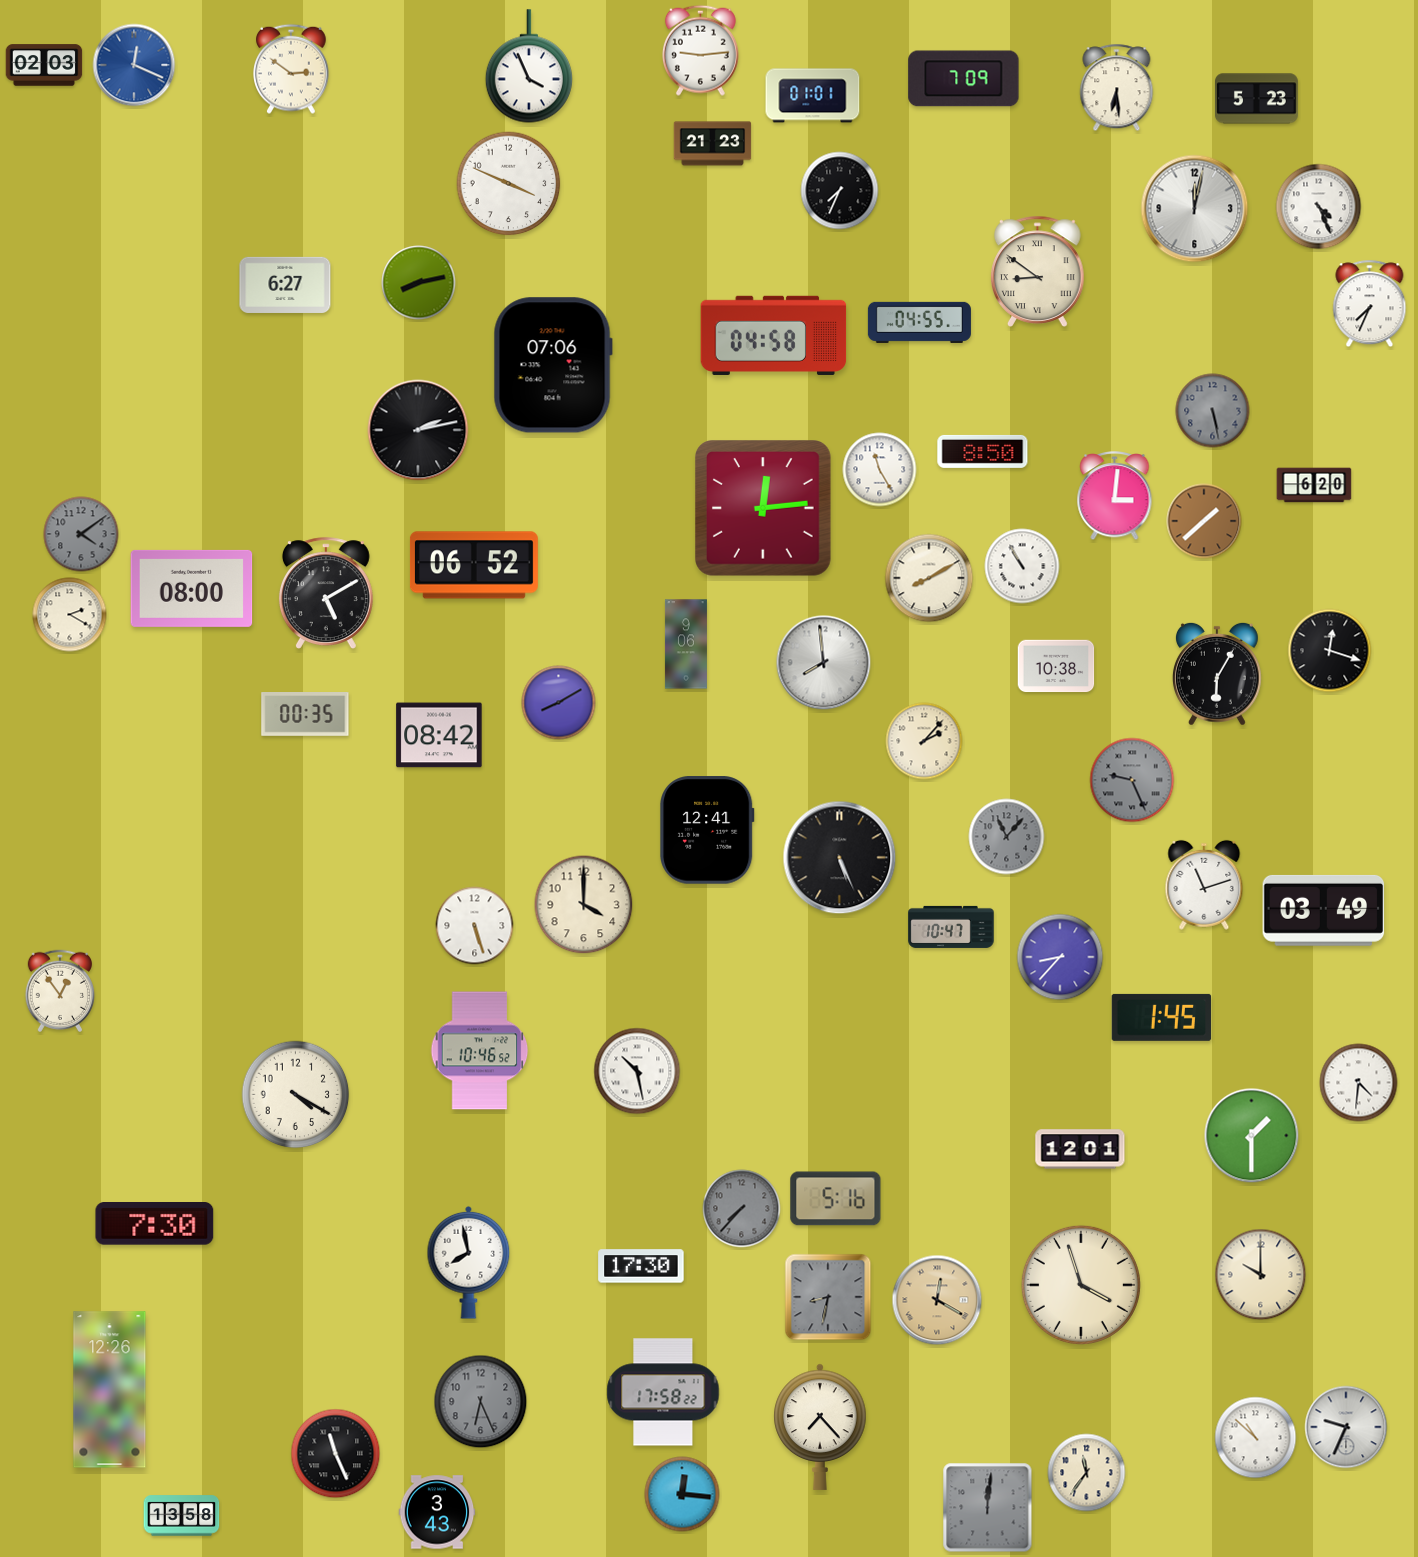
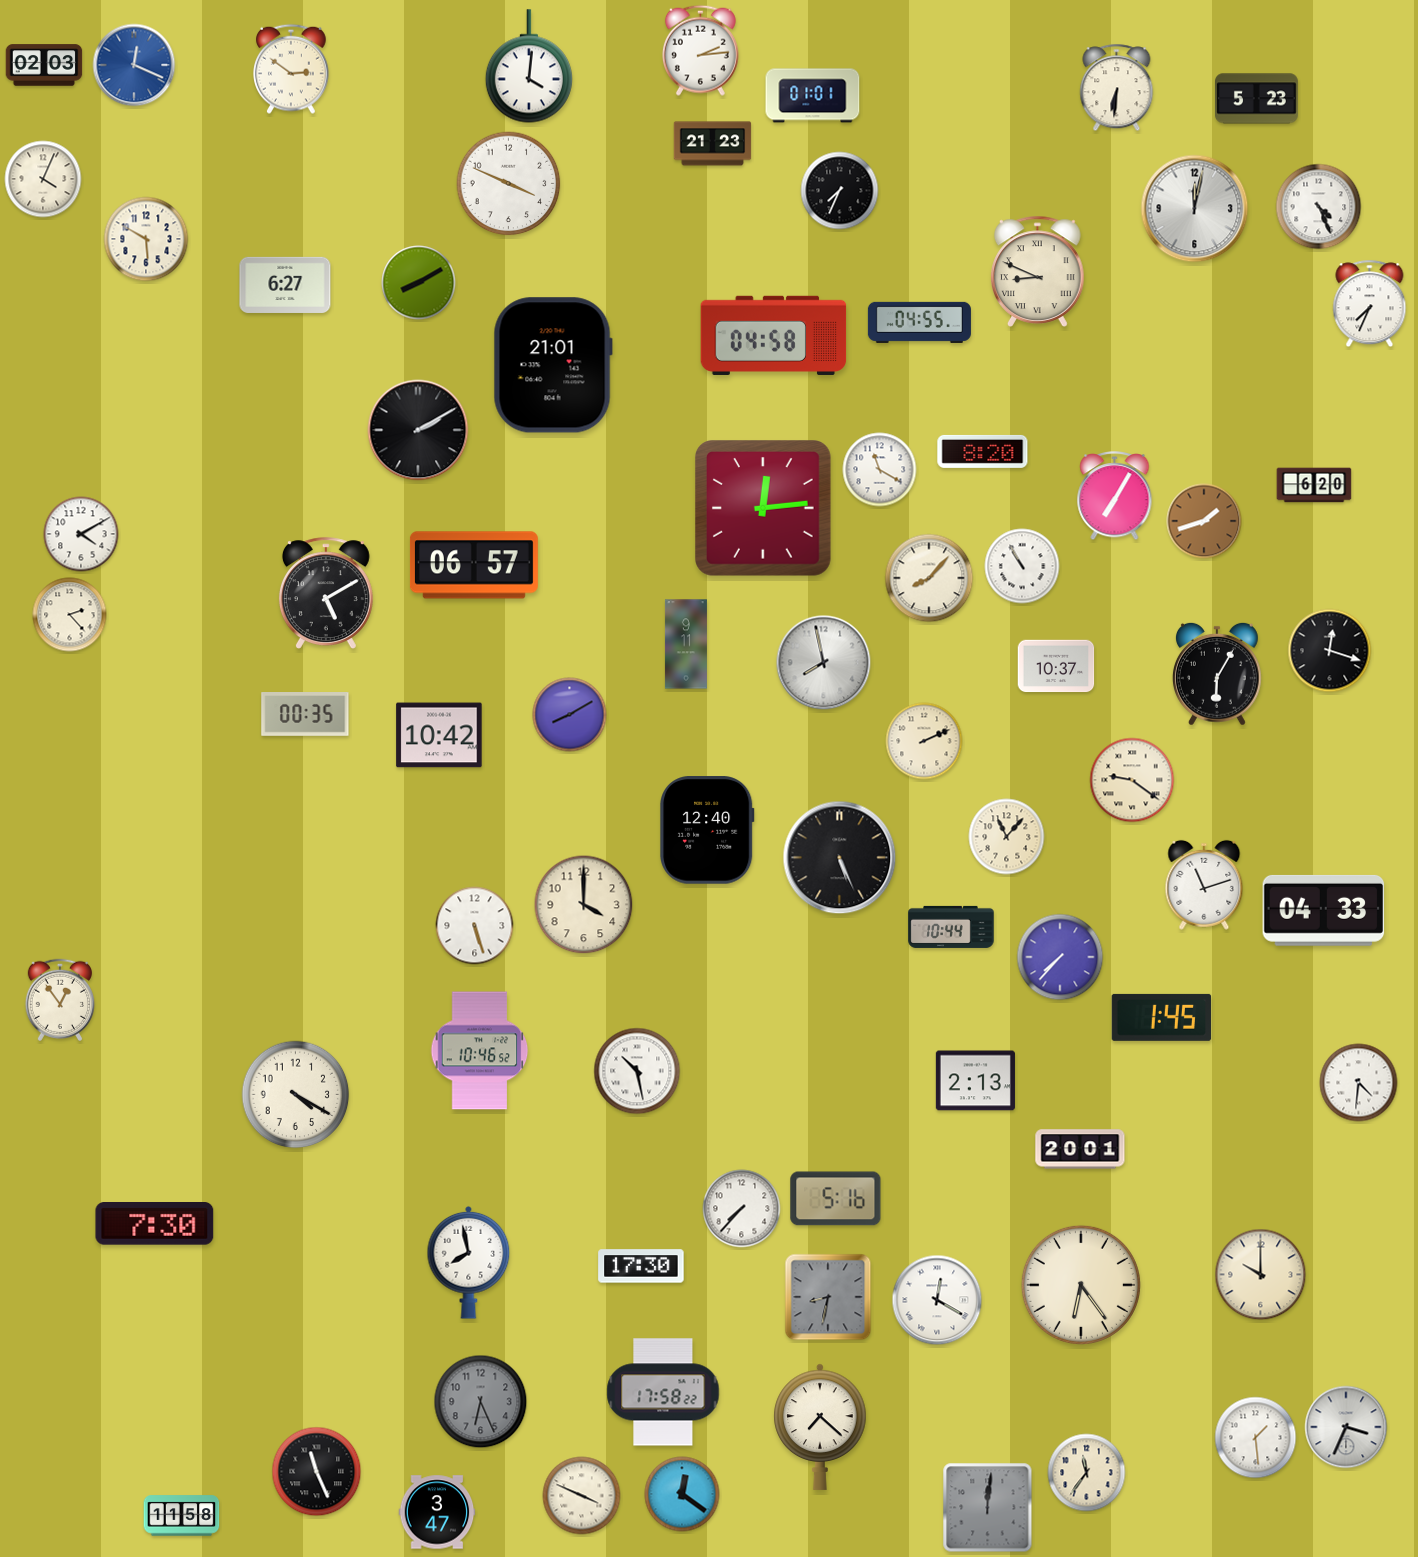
clock at (700, 50): 9:14 -> 2:14
clock at (529, 66): 3:56 -> 4:01
clock at (964, 79): 7:09 -> none
clock at (1117, 88): 6:29 -> 6:31
clock at (43, 179): none -> 4:04
clock at (146, 239): none -> 5:50
clock at (1038, 271): 8:51 -> 8:49
clock at (419, 283): 8:13 -> 8:10
clock at (553, 365): 07:06 -> 21:01
clock at (1213, 411): 5:28 -> none
clock at (418, 430): 2:13 -> 2:10
clock at (983, 451): 8:50 -> 8:20
clock at (880, 470): 11:25 -> 11:20
clock at (1115, 497): 3:01 -> 7:05
clock at (1204, 521): 1:38 -> 1:42
clock at (81, 534): 4:09 -> 4:10
clock at (81, 534) dial: grey -> white
clock at (474, 565): 06:52 -> 06:57
clock at (929, 578): 8:10 -> 8:07
clock at (192, 588): 08:00 -> none
clock at (70, 615): 2:20 -> 2:23
clock at (686, 644): 9:06 -> 9:11
clock at (824, 663): 7:59 -> 7:58
clock at (1056, 666): 10:38 -> 10:37
clock at (559, 703) position: (559, 703) -> (570, 715)
clock at (439, 735): 08:42 -> 10:42
clock at (924, 741): 2:07 -> 2:11
clock at (1132, 780): 9:26 -> 9:21
clock at (1132, 780) dial: grey -> cream
clock at (708, 830): 12:41 -> 12:40
clock at (1007, 837) dial: grey -> cream
clock at (1324, 910): 03:49 -> 04:33
clock at (951, 927): 10:47 -> 10:44
clock at (1060, 957): 8:37 -> 7:37
clock at (59, 991) position: (59, 991) -> (59, 1000)
clock at (975, 1081): none -> 2:13
clock at (1252, 1136): 1:30 -> none
clock at (1080, 1149): 12:01 -> 20:01
clock at (742, 1209) dial: grey -> white
clock at (1081, 1285): 3:57 -> 6:24
clock at (937, 1300) dial: champagne -> white
clock at (110, 1390): 12:26 -> none
clock at (820, 1427): 7:23 -> 7:22
clock at (1346, 1427): 9:34 -> 3:34
clock at (1256, 1438): 10:52 -> 1:29
clock at (336, 1454) position: (336, 1454) -> (317, 1472)
clock at (682, 1494): 12:16 -> 12:21
clock at (582, 1496): none -> 3:49
clock at (437, 1512): 3:43 -> 3:47
clock at (182, 1516): 13:58 -> 11:58
